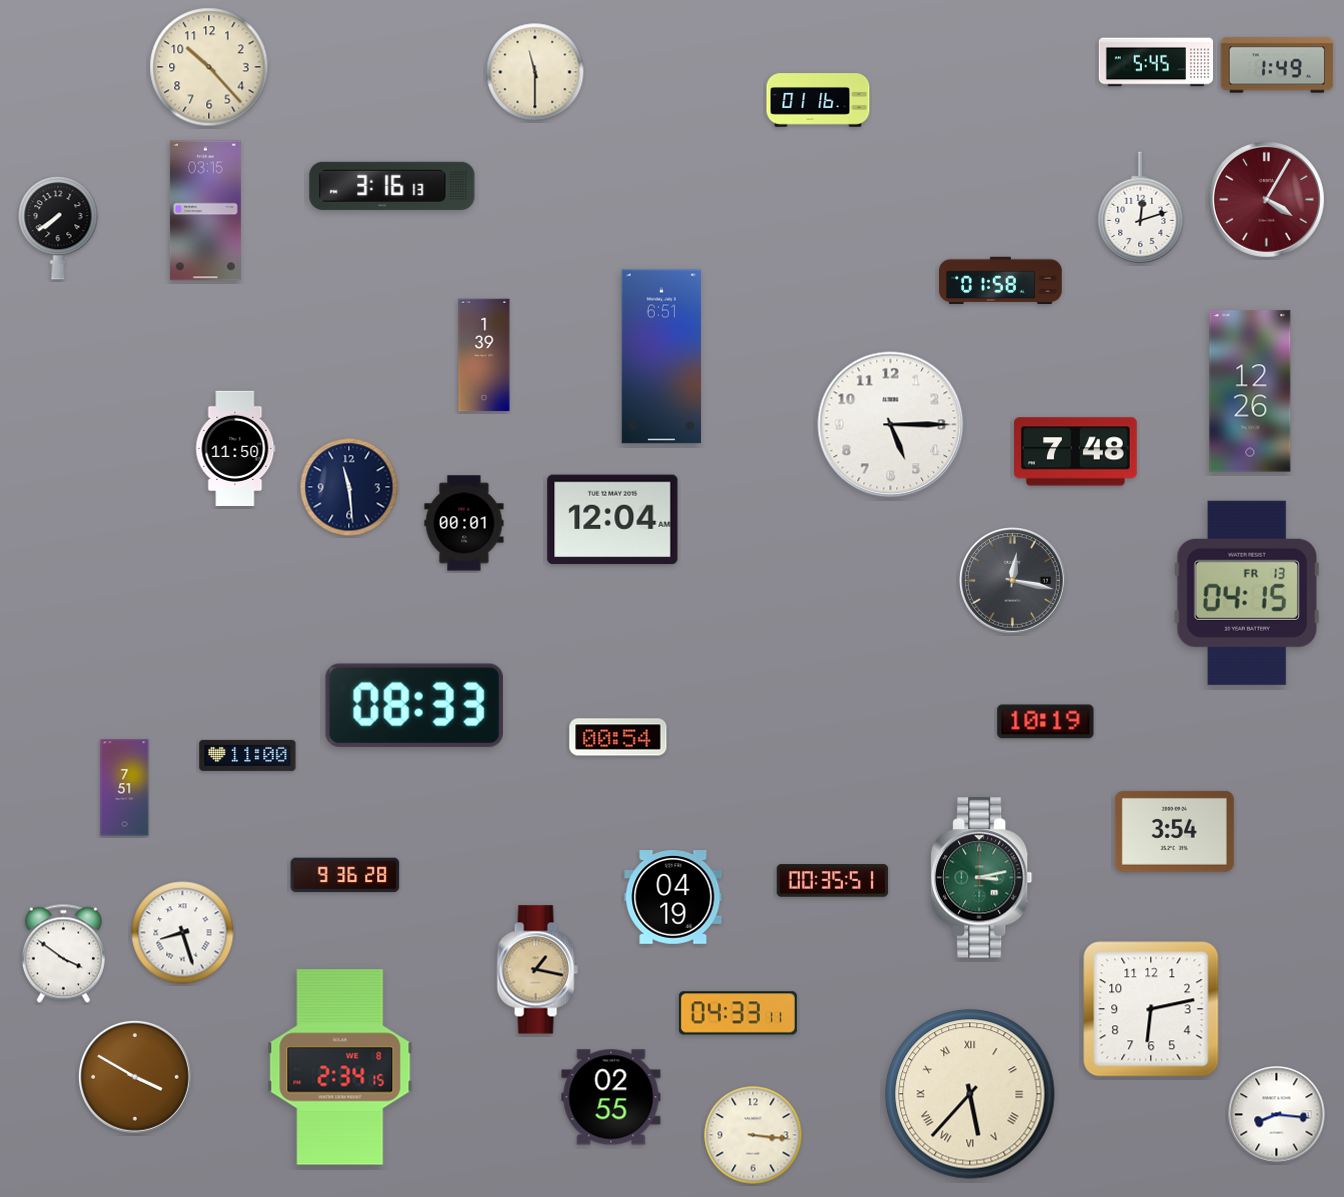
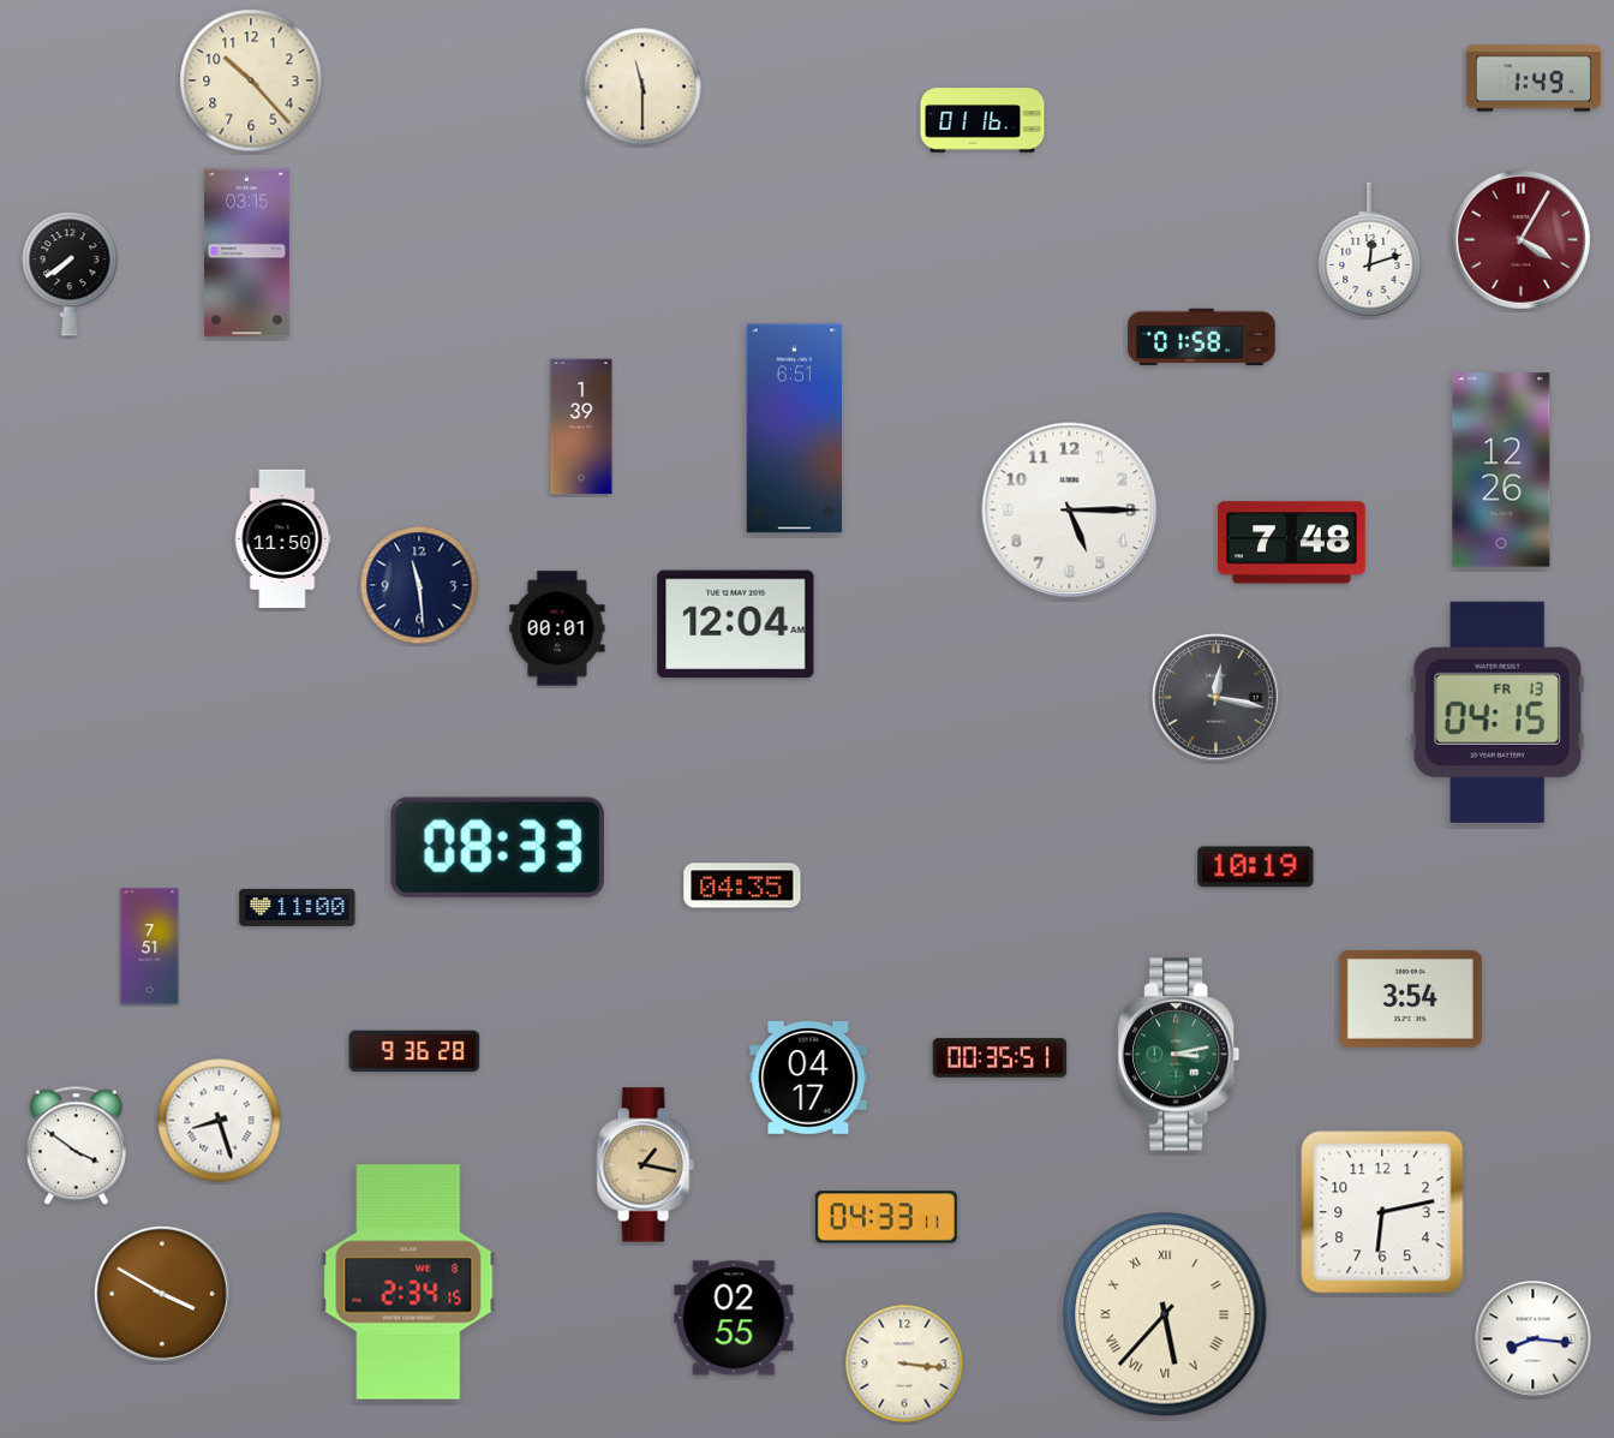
clock at (1156, 62): 5:45 -> none
clock at (392, 186): 3:16 -> none
clock at (618, 737): 00:54 -> 04:35
clock at (673, 897): 04:19 -> 04:17
